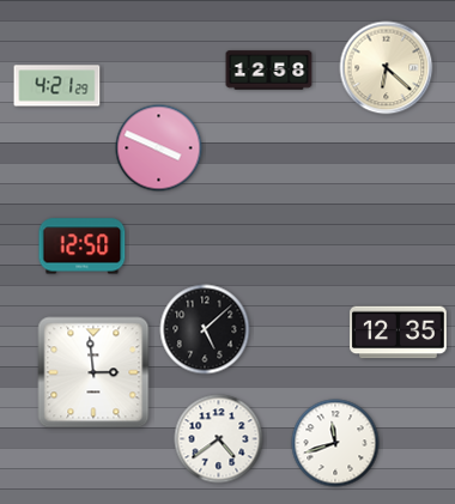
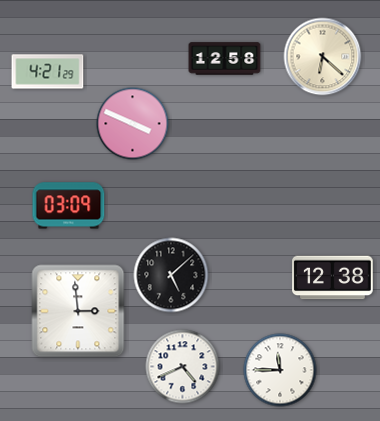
clock at (83, 247): 12:50 -> 03:09
clock at (399, 333): 12:35 -> 12:38
clock at (219, 439): 4:39 -> 4:41
clock at (335, 443): 11:42 -> 11:45
